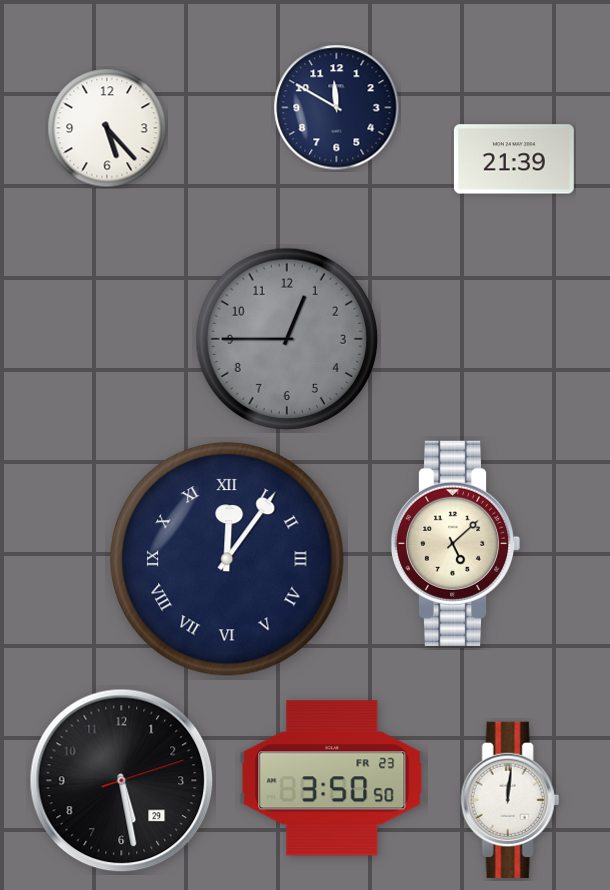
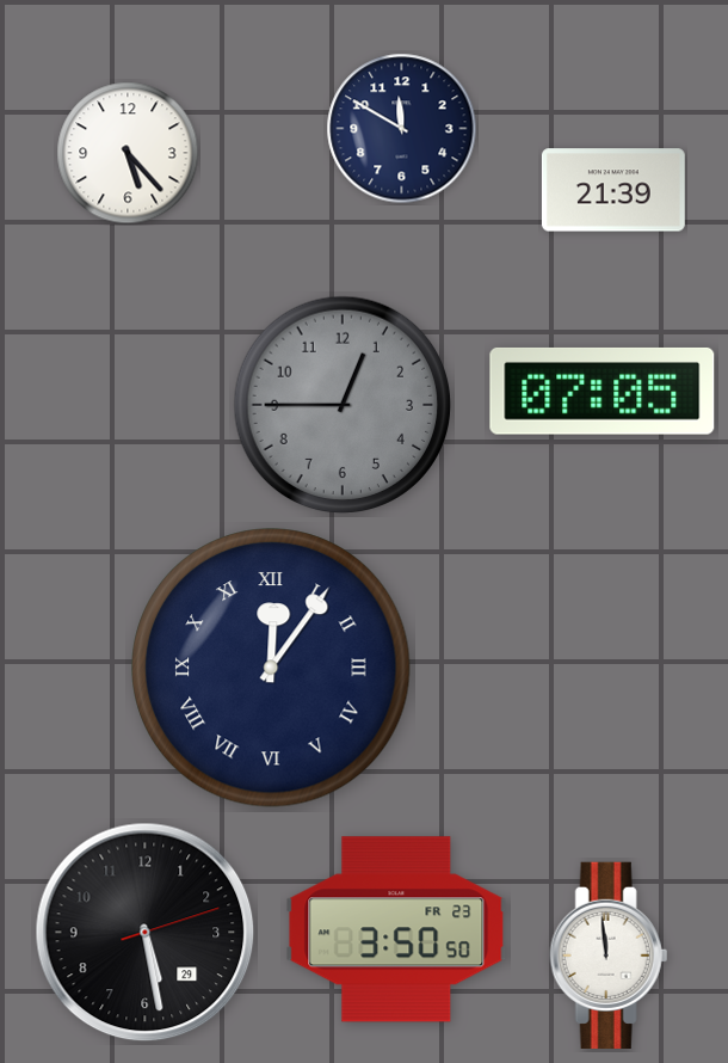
clock at (603, 391): none -> 07:05
clock at (455, 543): 5:08 -> none
clock at (510, 800): 12:01 -> 11:59
